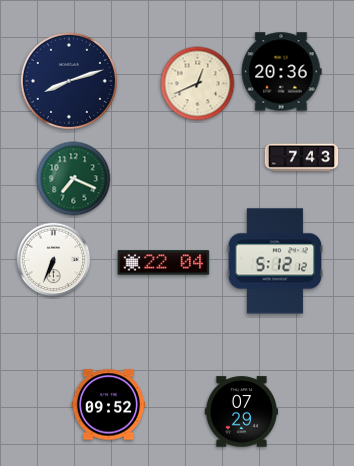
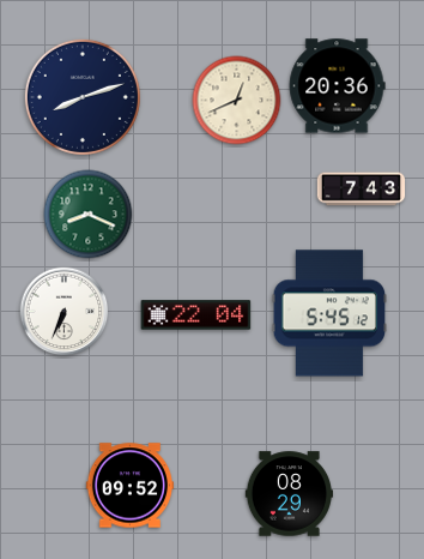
clock at (74, 179): 7:19 -> 8:19
clock at (275, 261): 5:12 -> 5:45
clock at (242, 412): 07:29 -> 08:29
